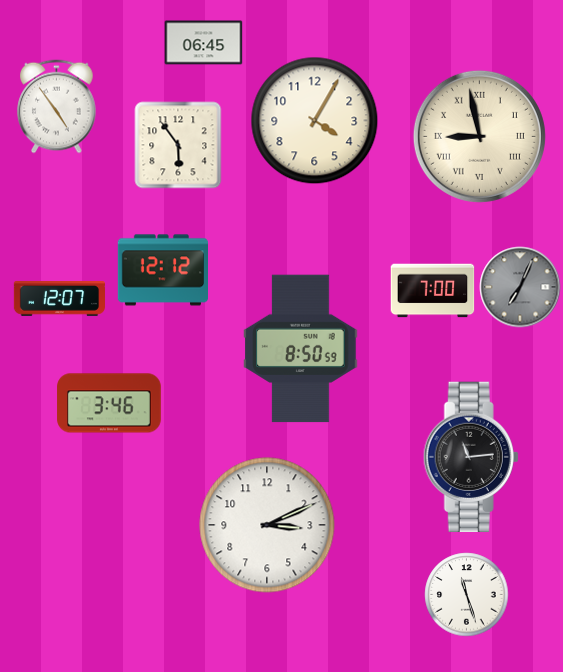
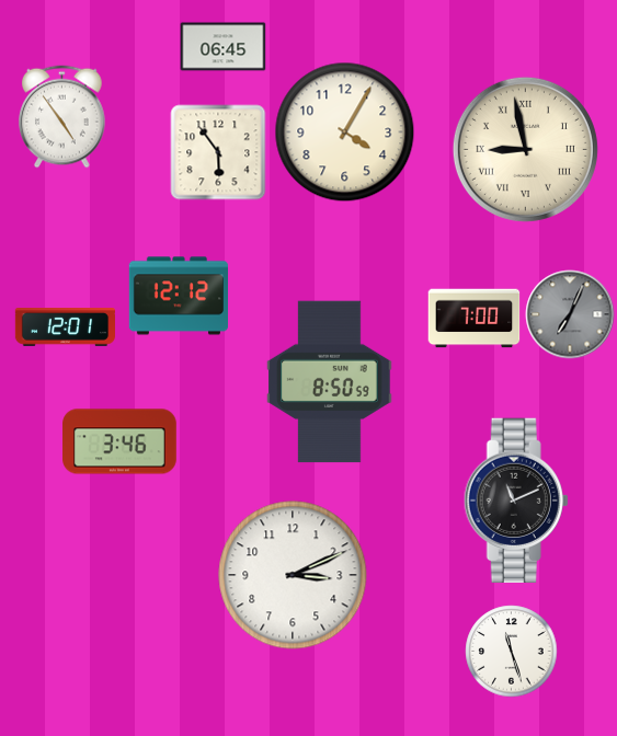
clock at (178, 145) position: (178, 145) -> (218, 152)
clock at (59, 299): 12:07 -> 12:01
clock at (471, 456): 11:14 -> 11:11
